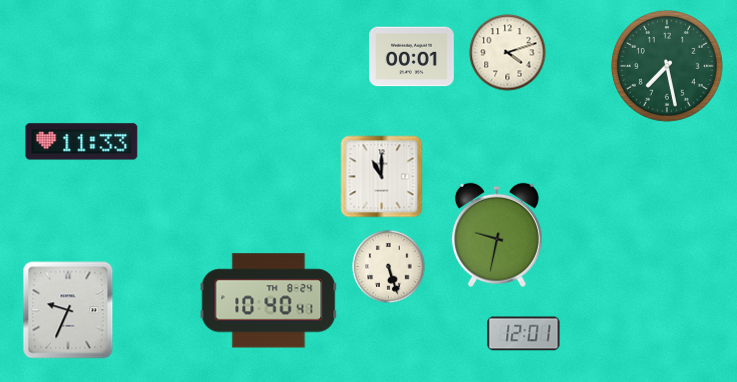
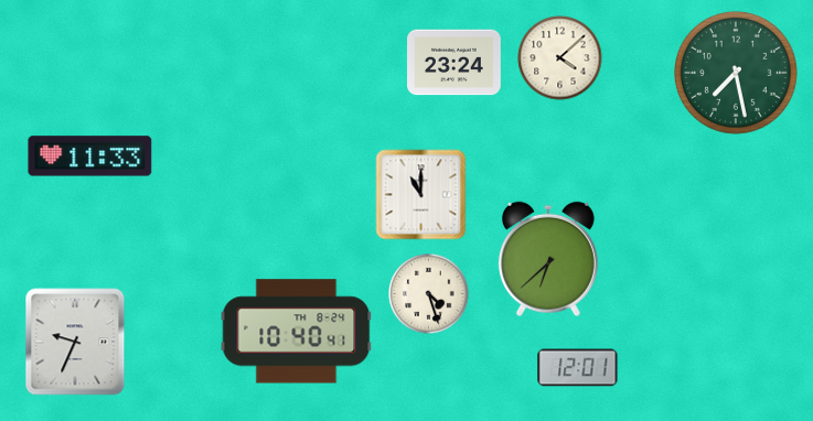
clock at (508, 53): 4:12 -> 4:08
clock at (412, 57): 00:01 -> 23:24
clock at (497, 235): 9:32 -> 6:38
clock at (389, 267): 5:27 -> 4:27
